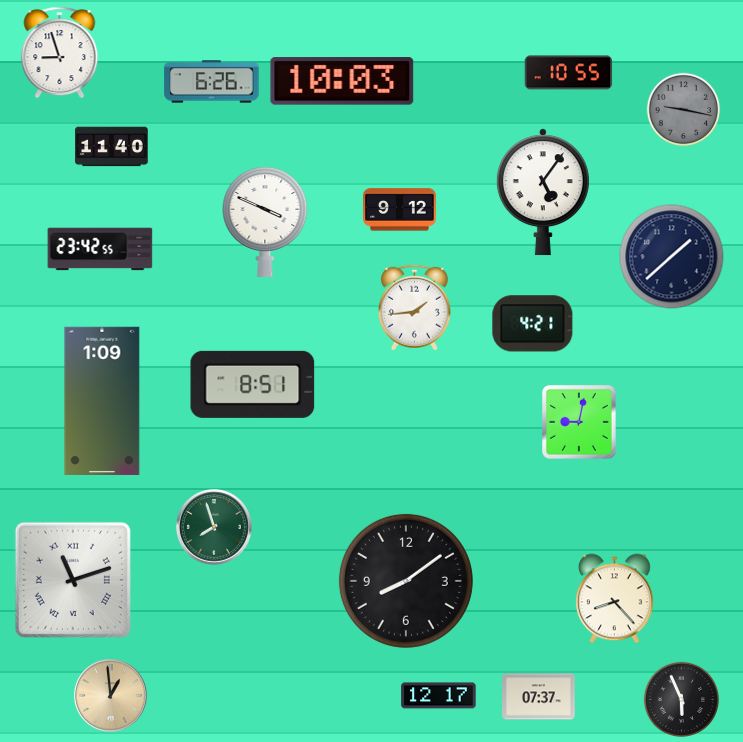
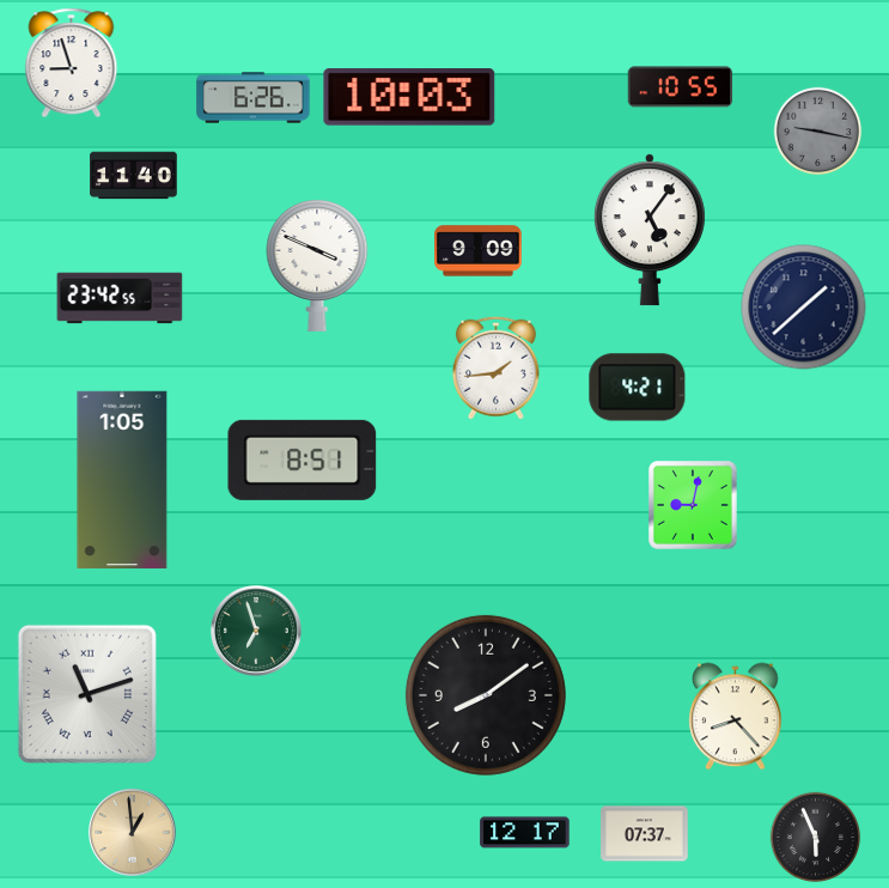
clock at (400, 210): 9:12 -> 9:09
clock at (102, 400): 1:09 -> 1:05
clock at (214, 527): 7:57 -> 6:57
